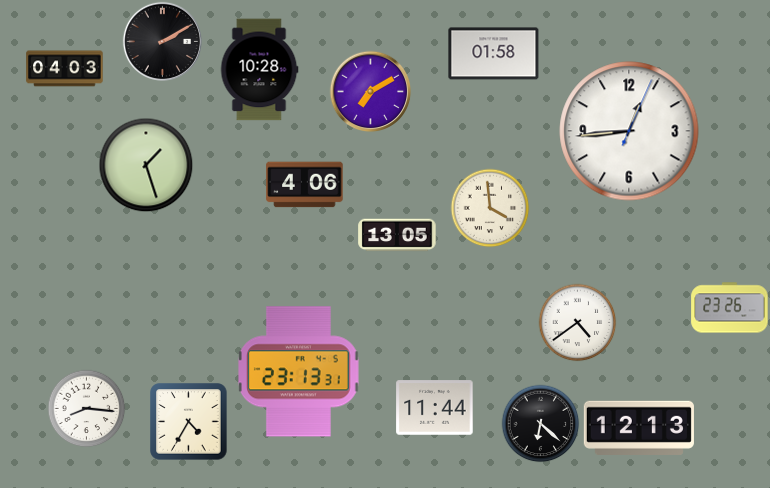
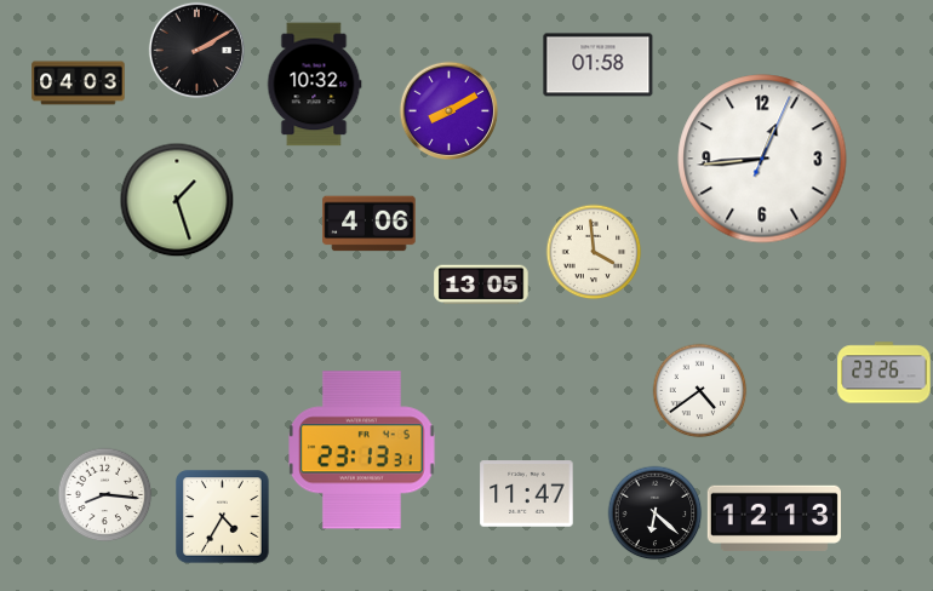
clock at (259, 70): 10:28 -> 10:32
clock at (370, 91): 7:10 -> 8:10
clock at (435, 408): 11:44 -> 11:47
clock at (189, 422) position: (189, 422) -> (223, 517)
